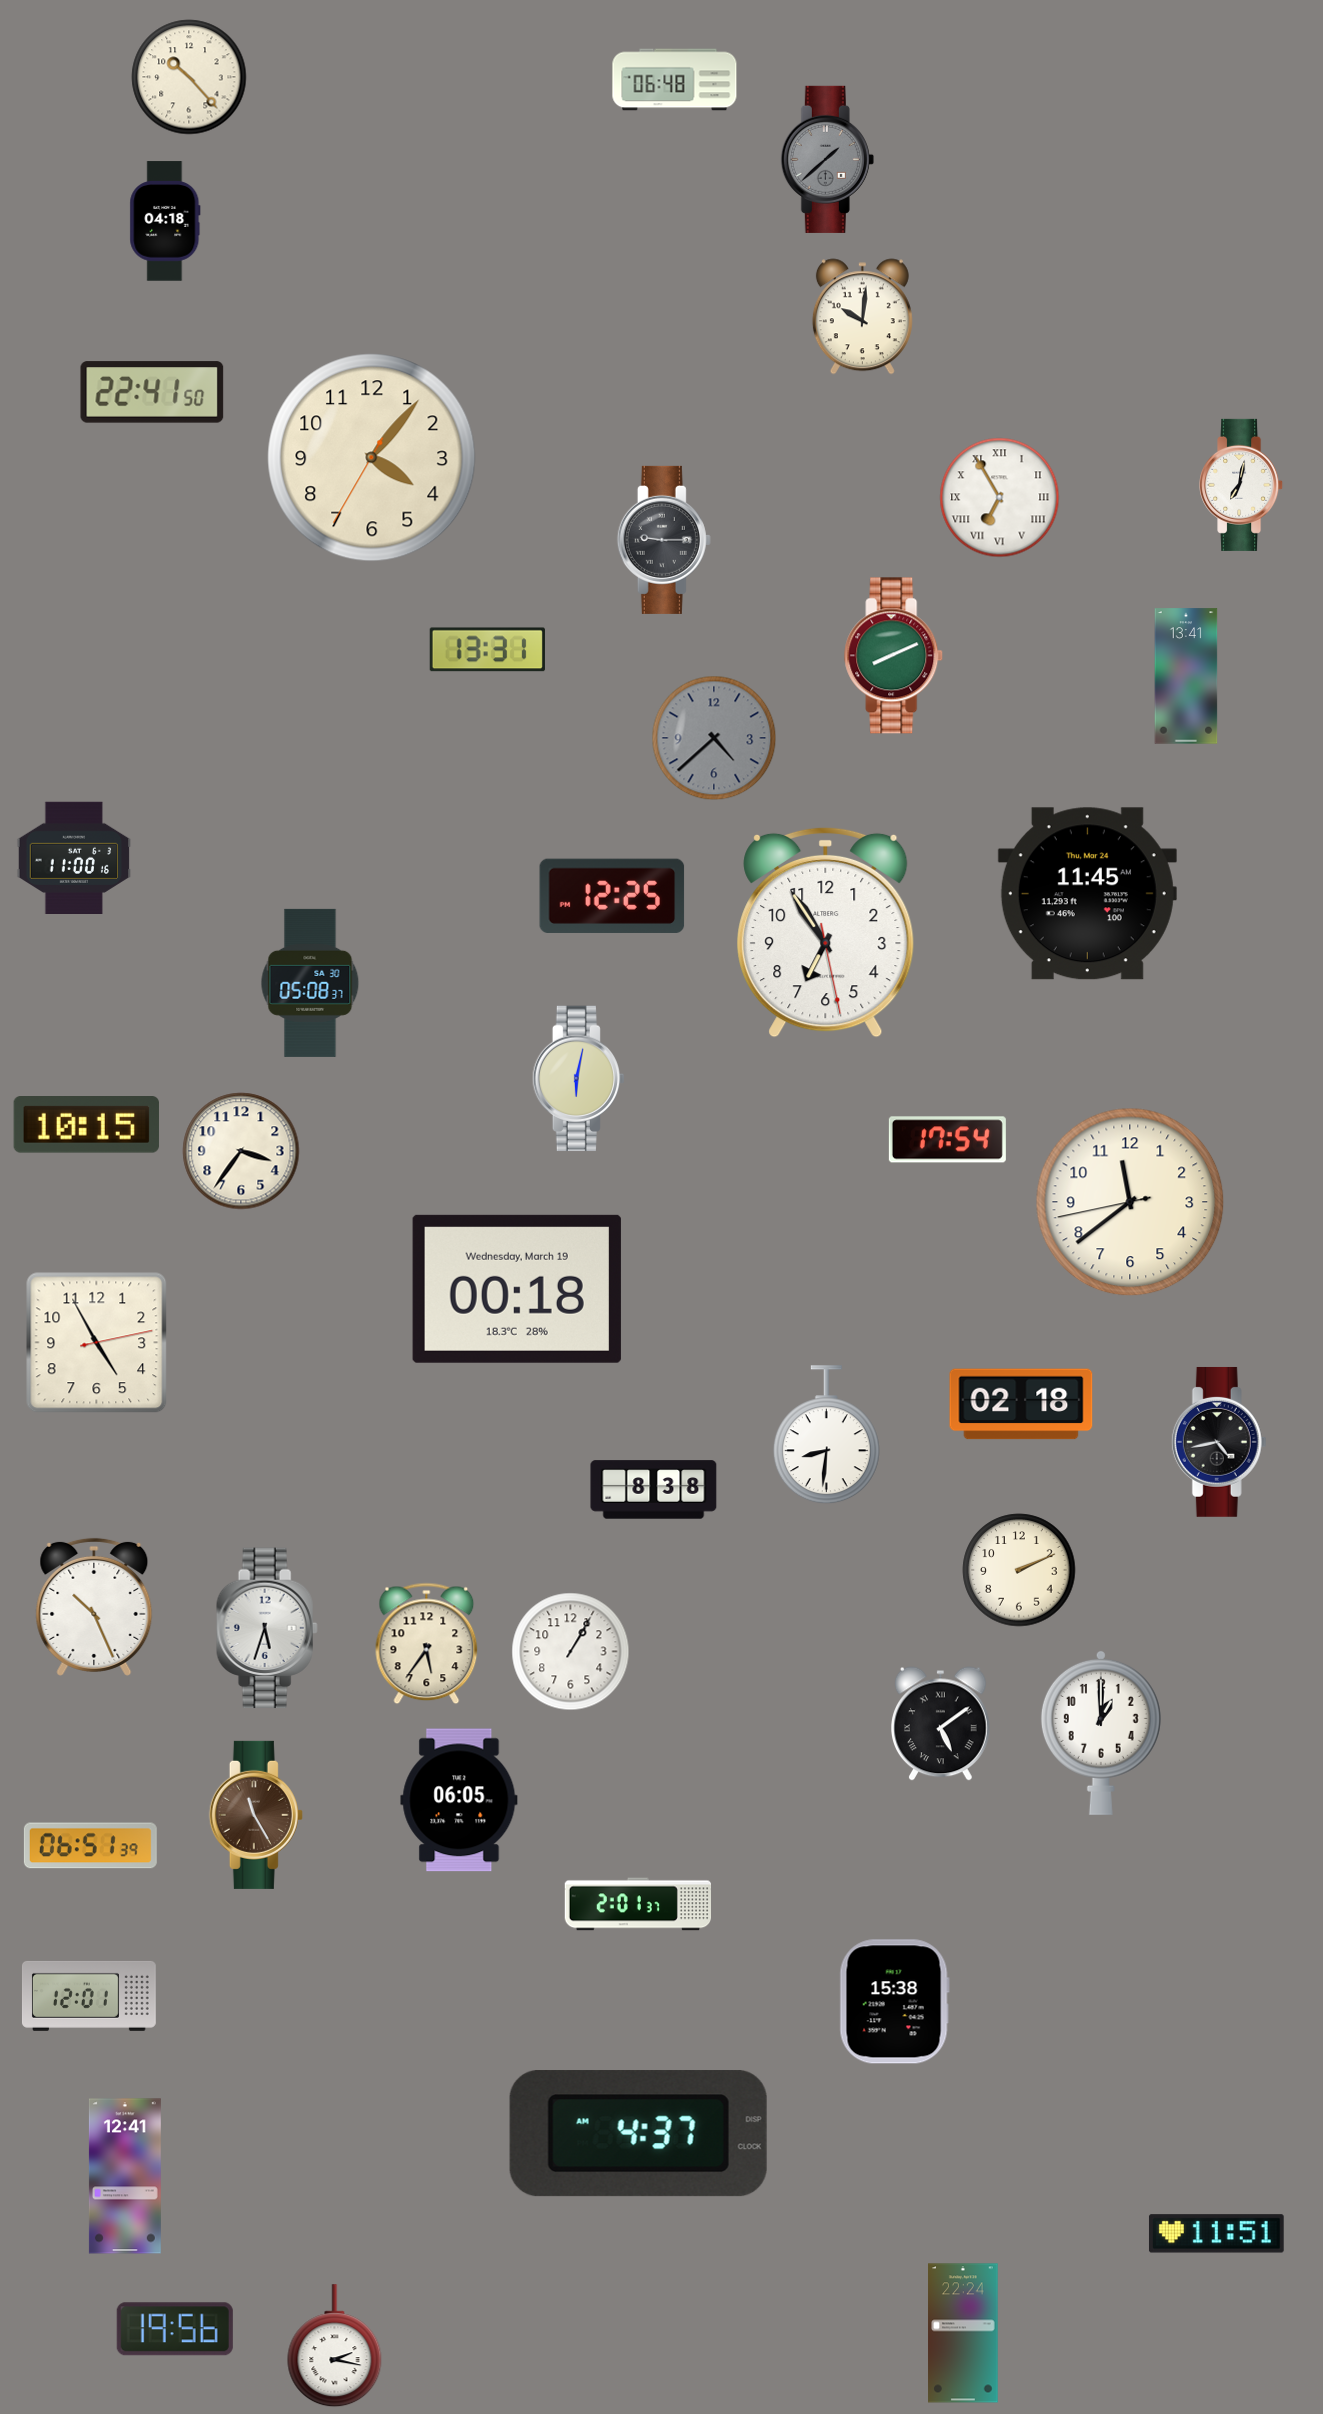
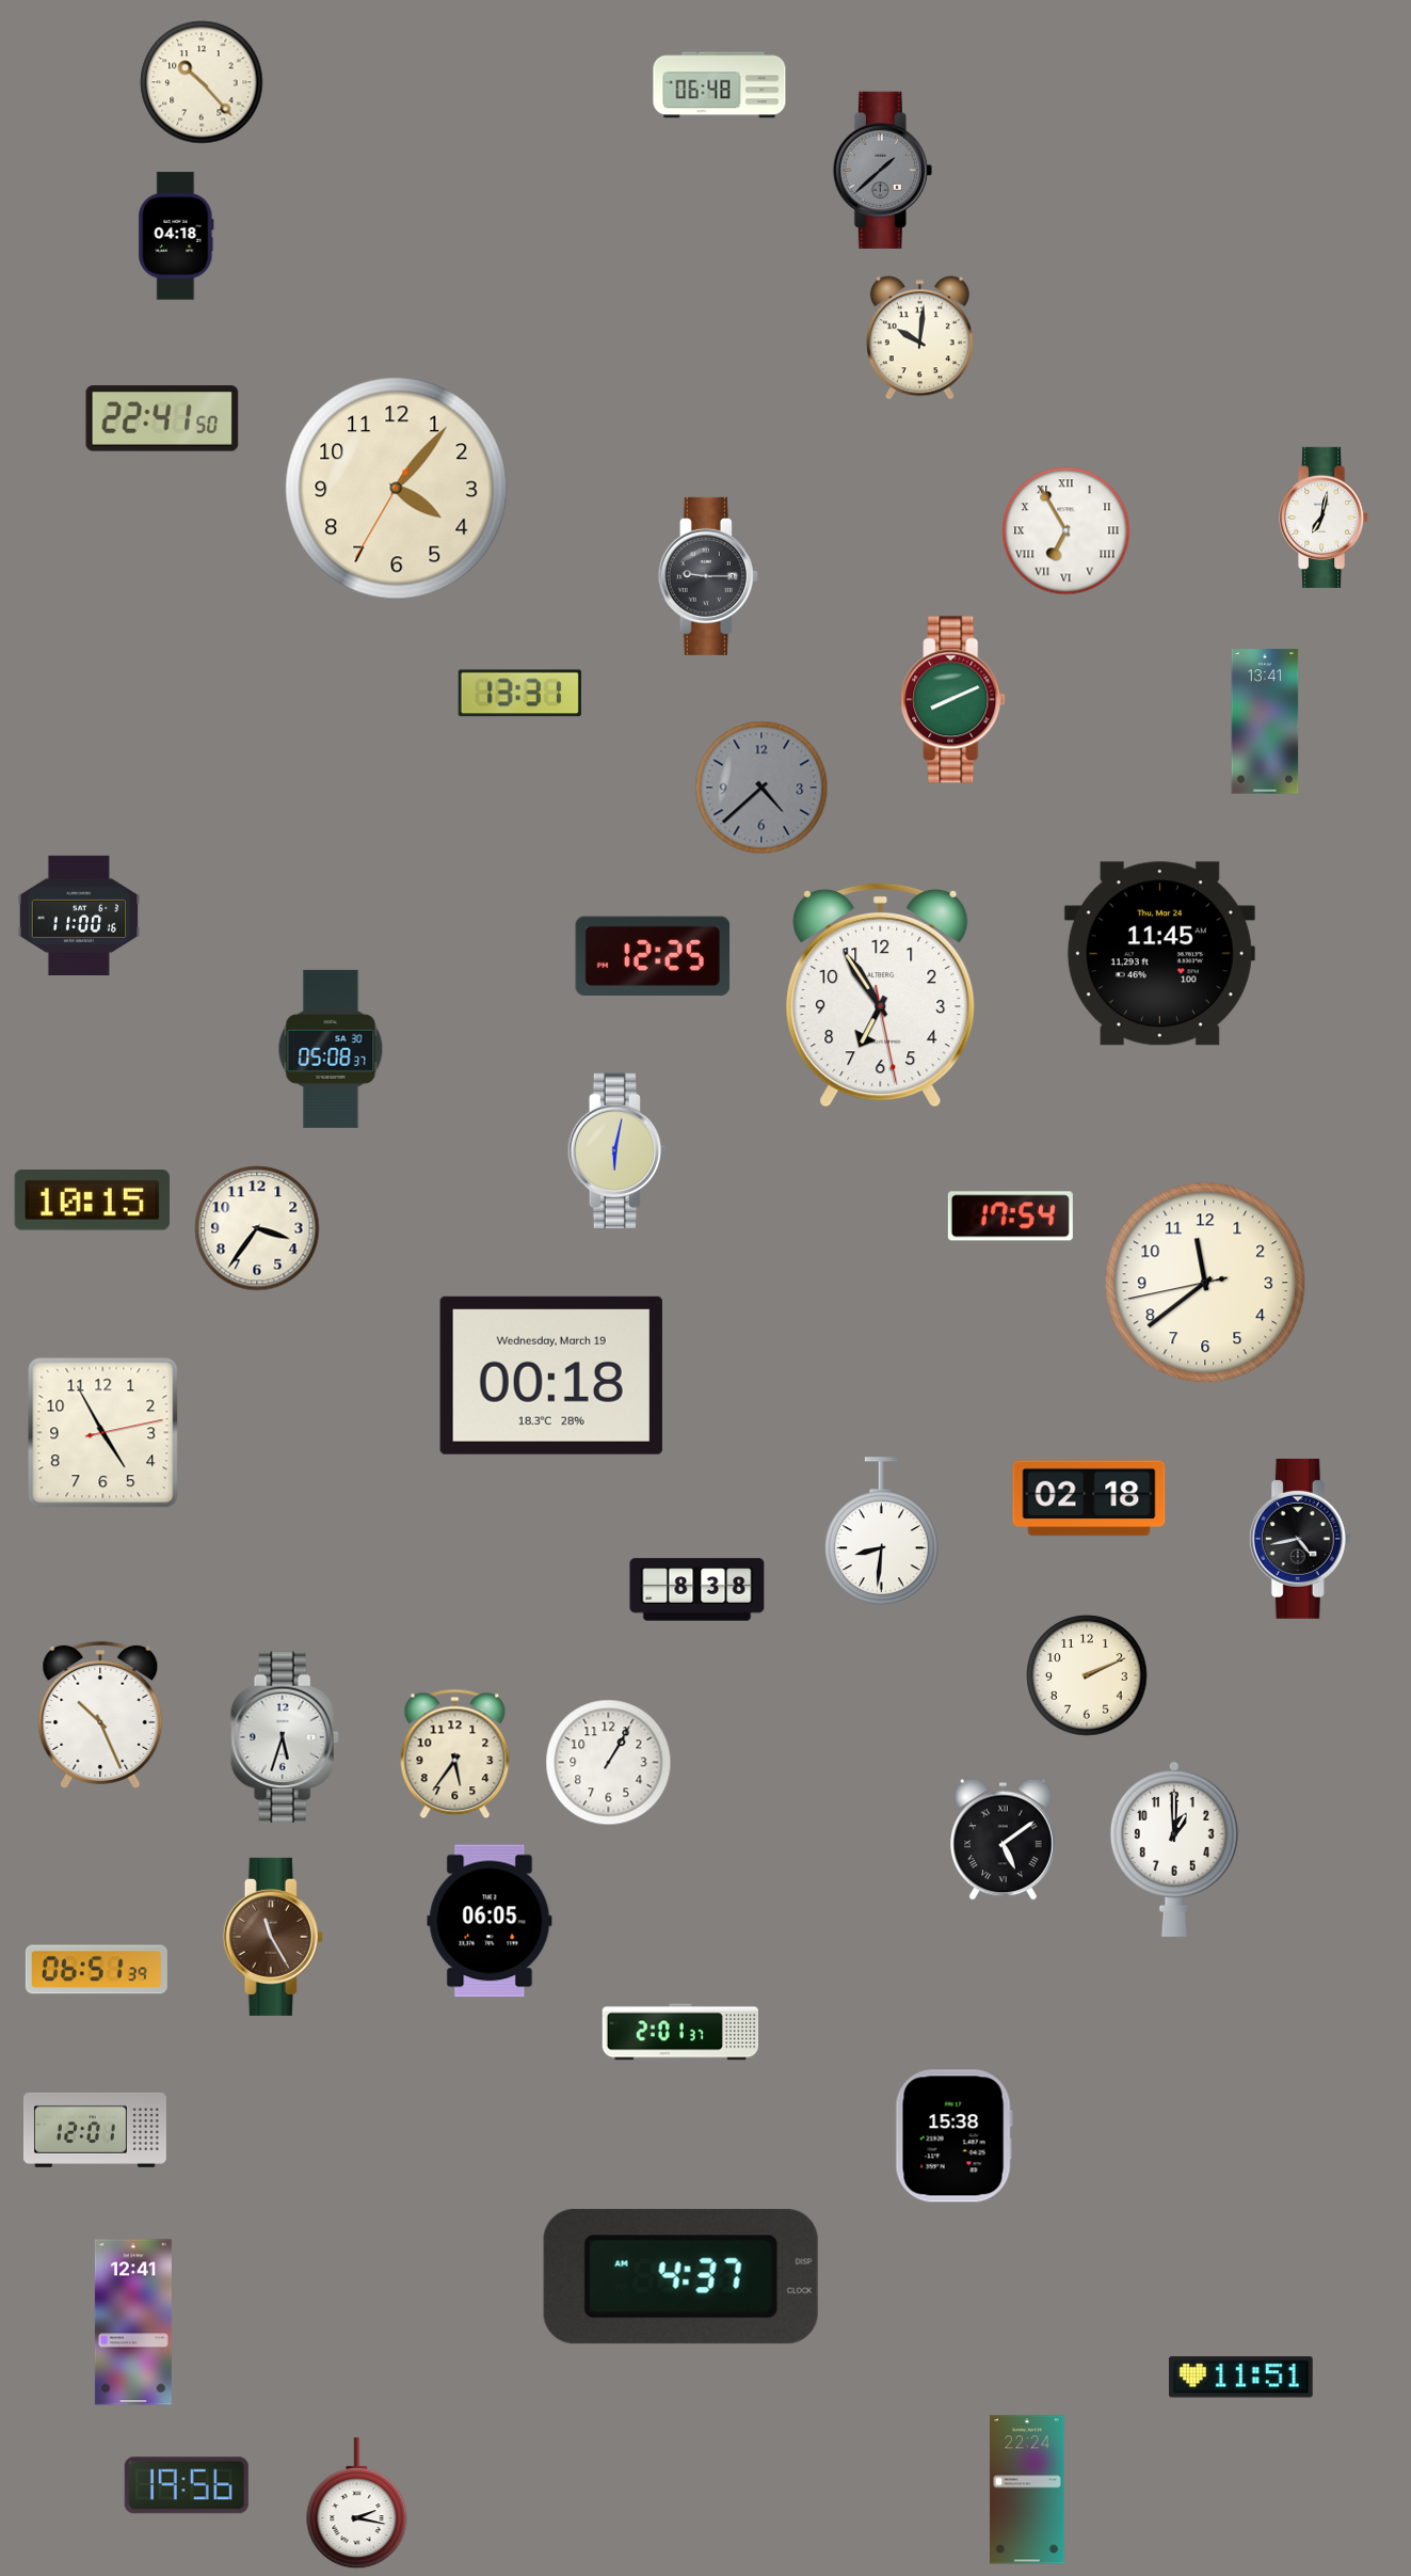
clock at (1216, 2234) position: (1216, 2234) -> (1240, 2378)
